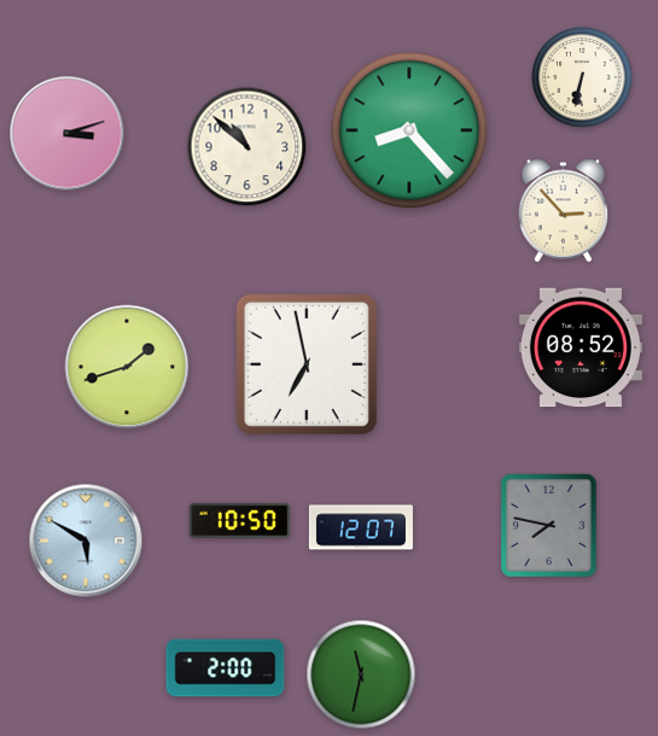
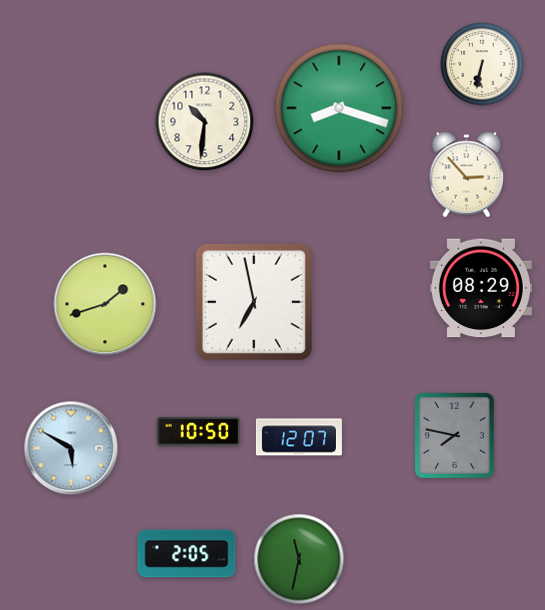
clock at (409, 130): 8:23 -> 8:18
clock at (68, 134): 3:12 -> none
clock at (248, 147): 10:52 -> 10:31
clock at (581, 347): 08:52 -> 08:29
clock at (226, 668): 2:00 -> 2:05
